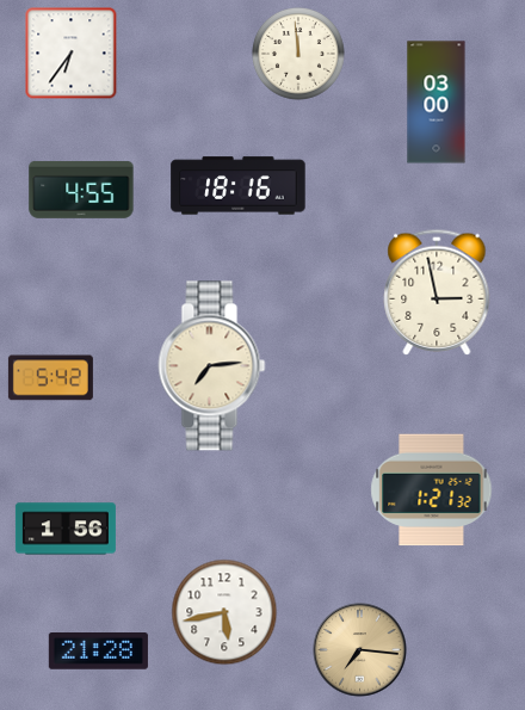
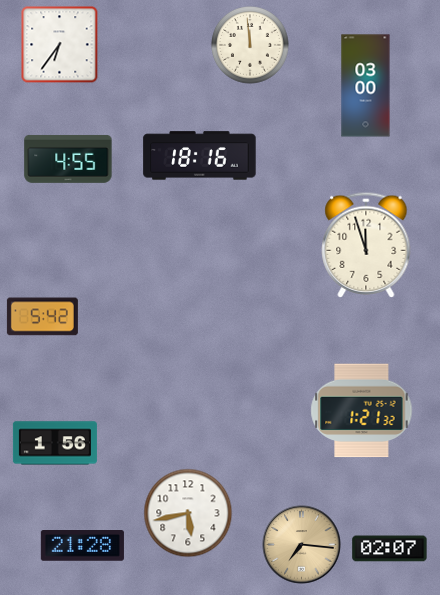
clock at (437, 292): 2:58 -> 11:57
clock at (212, 366): 7:14 -> none
clock at (390, 549): none -> 02:07
